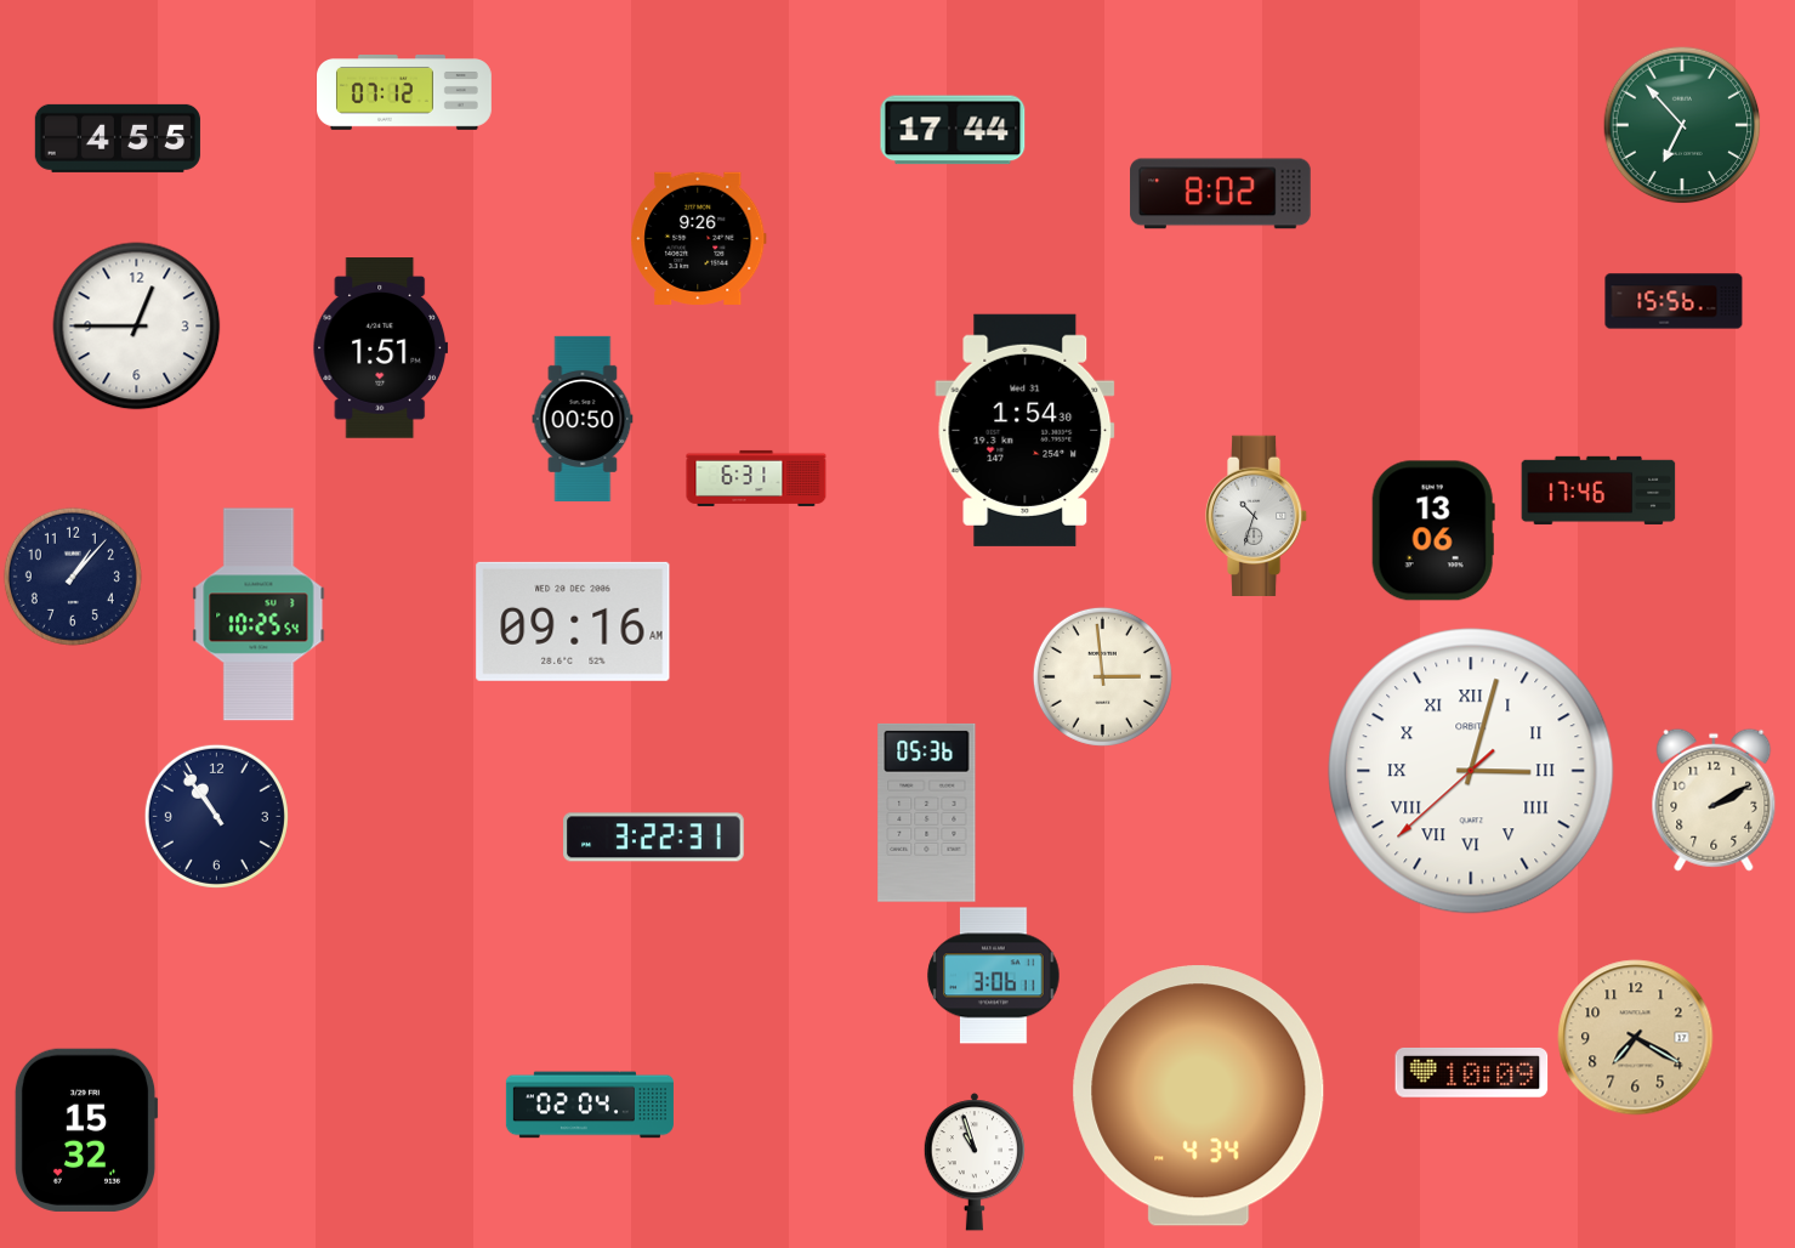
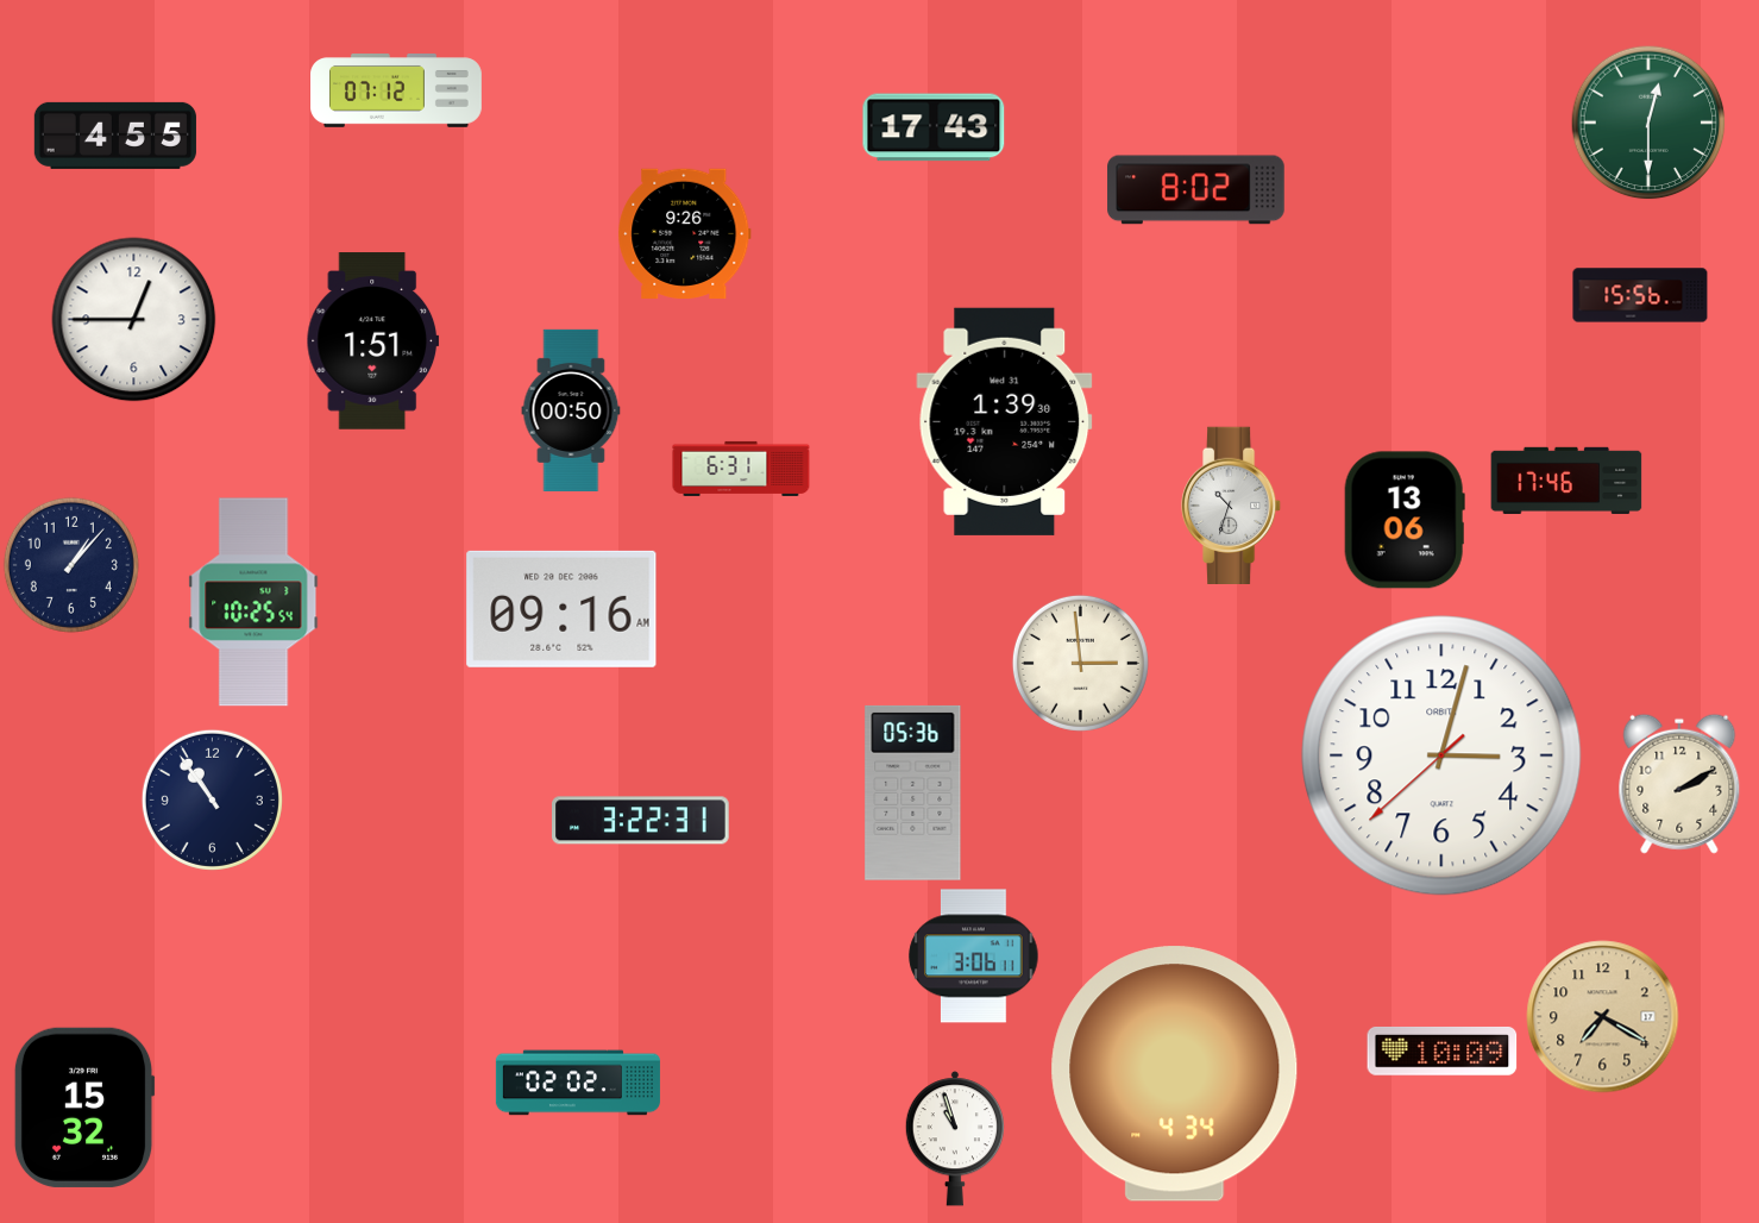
clock at (1682, 125): 6:53 -> 12:30
clock at (953, 130): 17:44 -> 17:43
clock at (1026, 430): 1:54 -> 1:39
clock at (1471, 771) numerals: Roman -> Arabic
clock at (927, 812) position: (927, 812) -> (913, 792)
clock at (590, 1105): 02:04 -> 02:02
